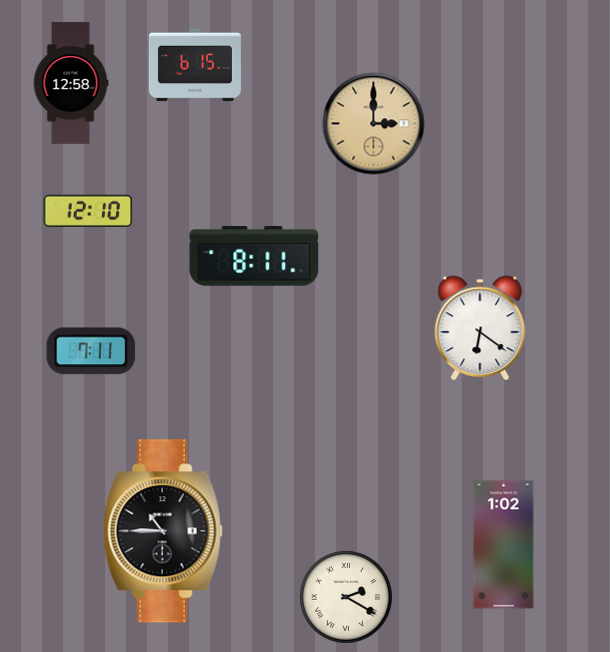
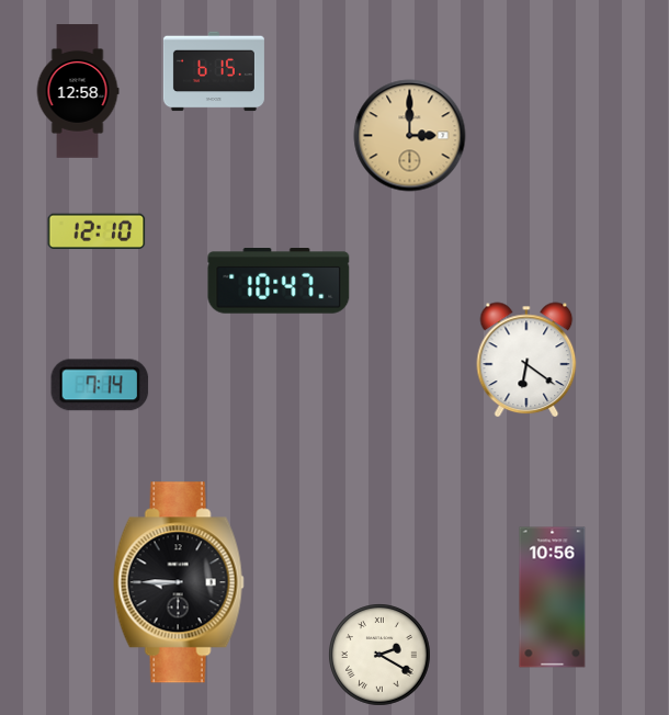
clock at (254, 257): 8:11 -> 10:47
clock at (91, 351): 7:11 -> 7:14
clock at (163, 531): 10:45 -> 8:45
clock at (504, 545): 1:02 -> 10:56
